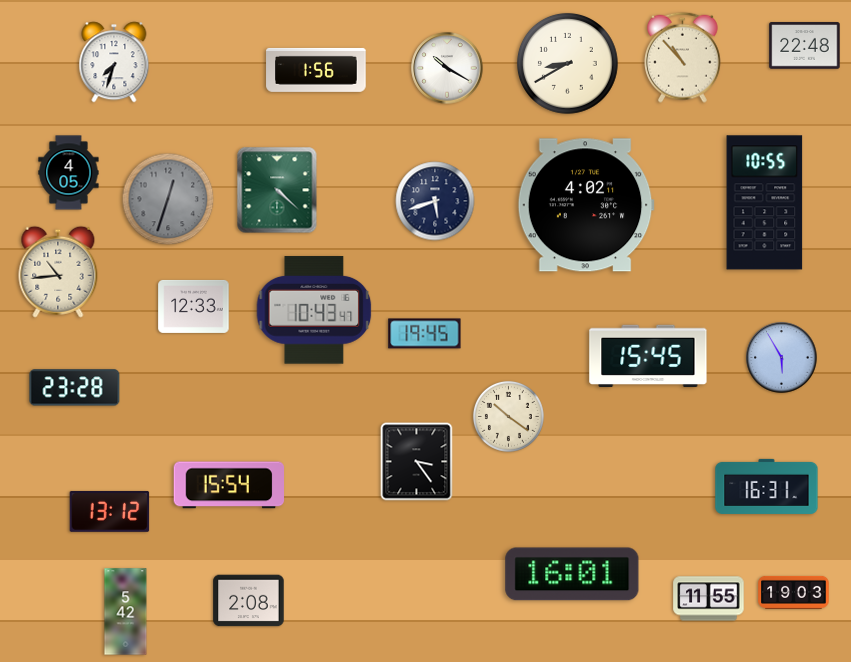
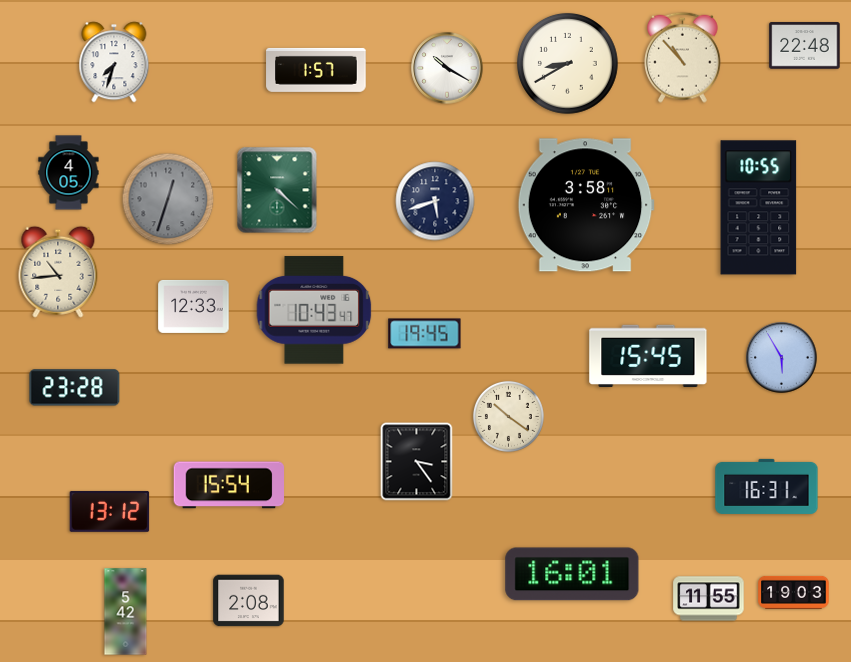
clock at (316, 70): 1:56 -> 1:57
clock at (765, 203) position: (765, 203) -> (759, 208)
clock at (586, 205): 4:02 -> 3:58
